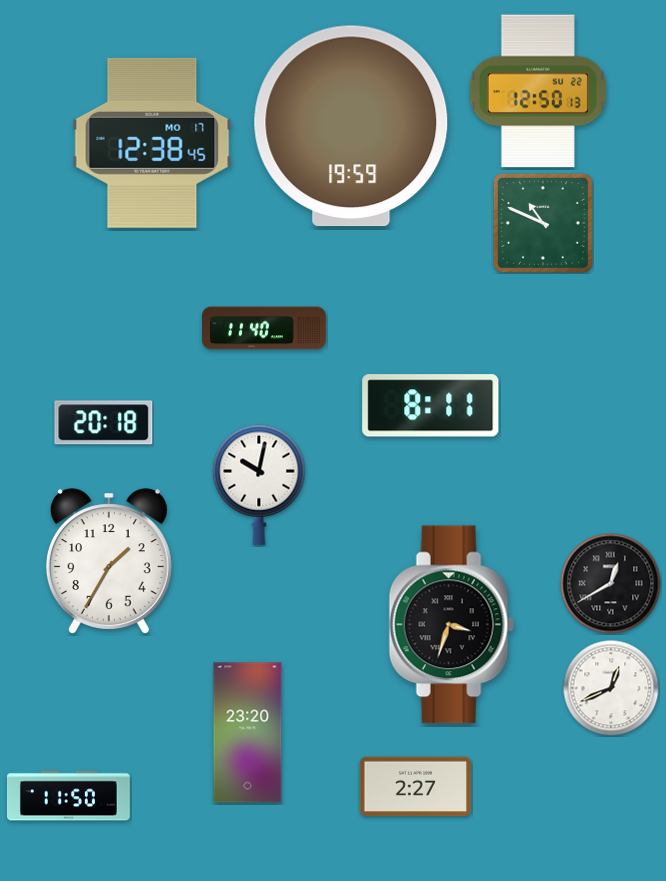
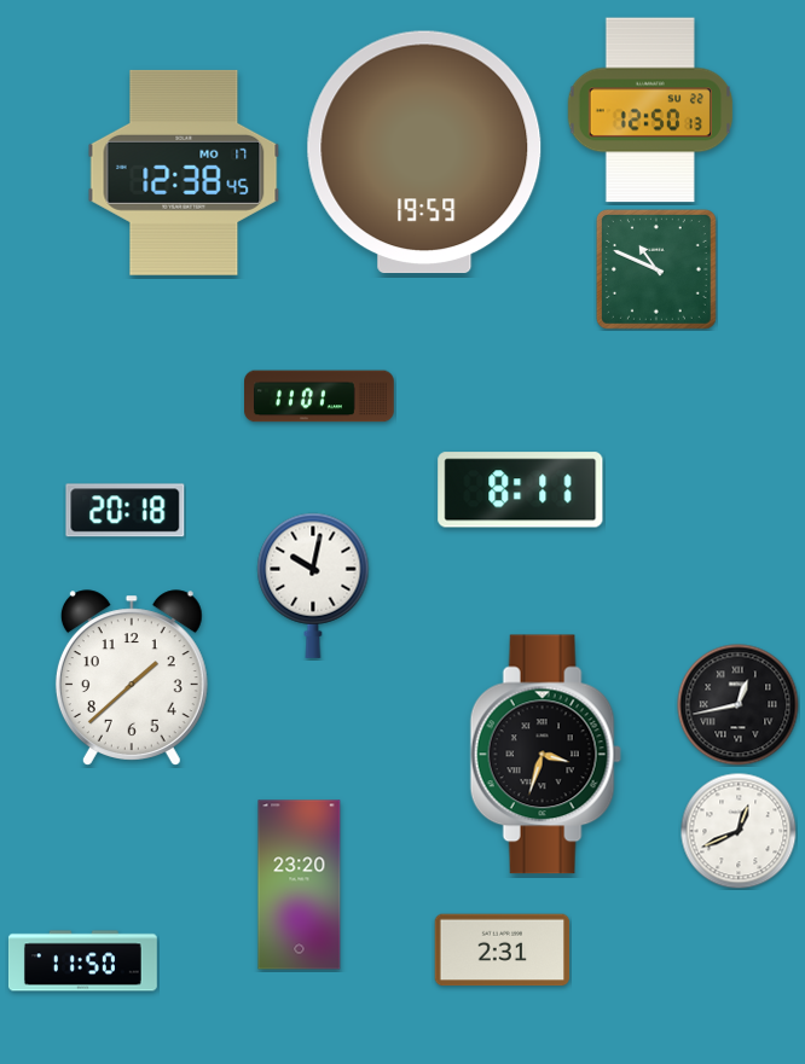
clock at (265, 328): 11:40 -> 11:01
clock at (109, 561): 1:35 -> 1:38
clock at (611, 584): 12:40 -> 12:43
clock at (416, 787): 2:27 -> 2:31
